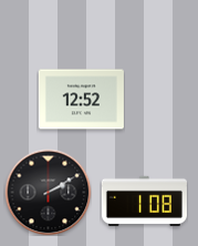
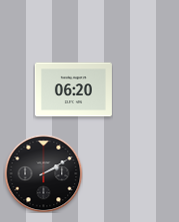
clock at (81, 100): 12:52 -> 06:20
clock at (144, 201): 1:08 -> none
